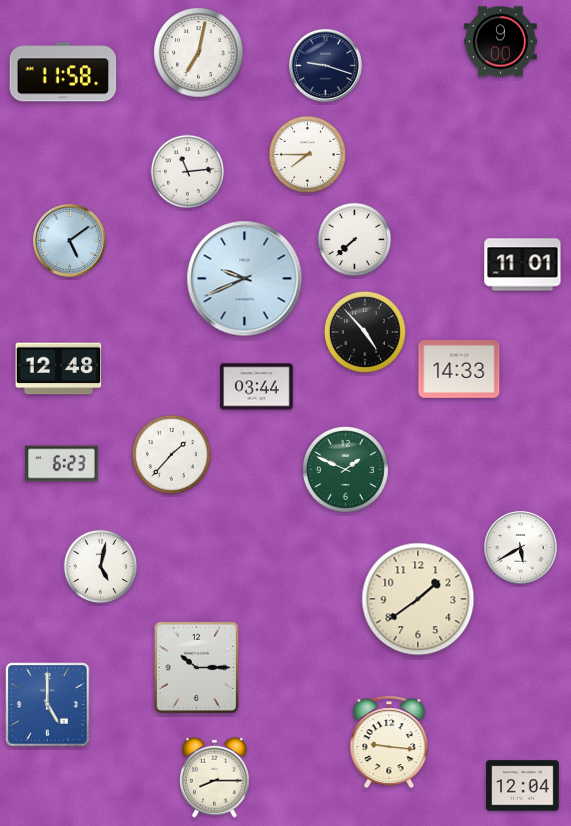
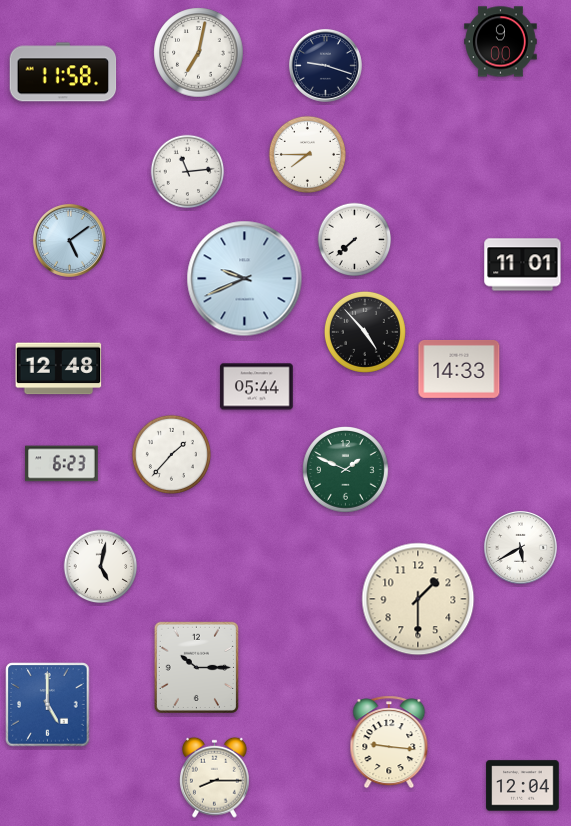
clock at (257, 387): 03:44 -> 05:44
clock at (418, 599): 1:39 -> 1:30
